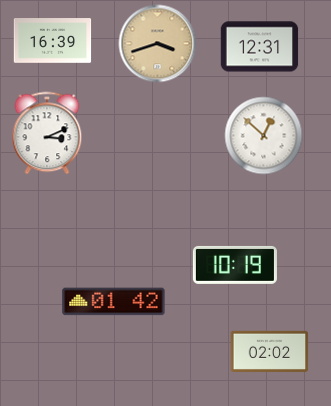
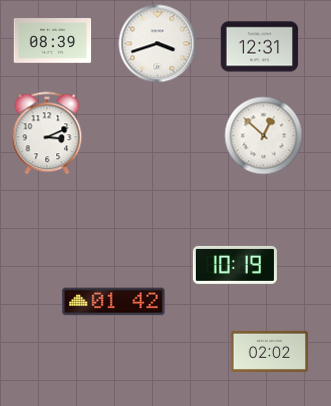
clock at (52, 41): 16:39 -> 08:39
clock at (157, 43) dial: champagne -> white
